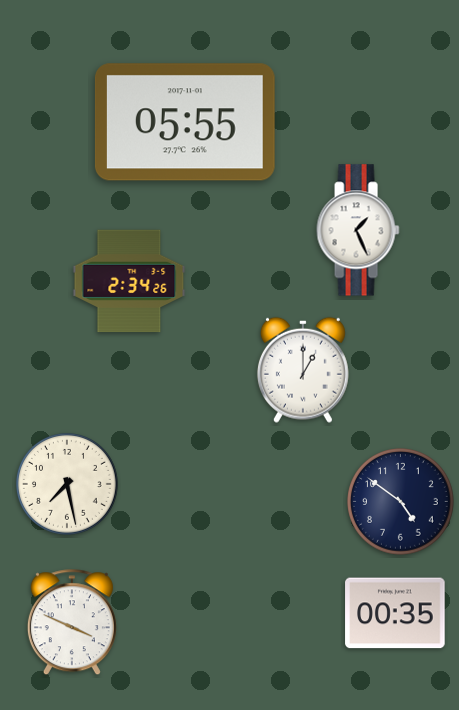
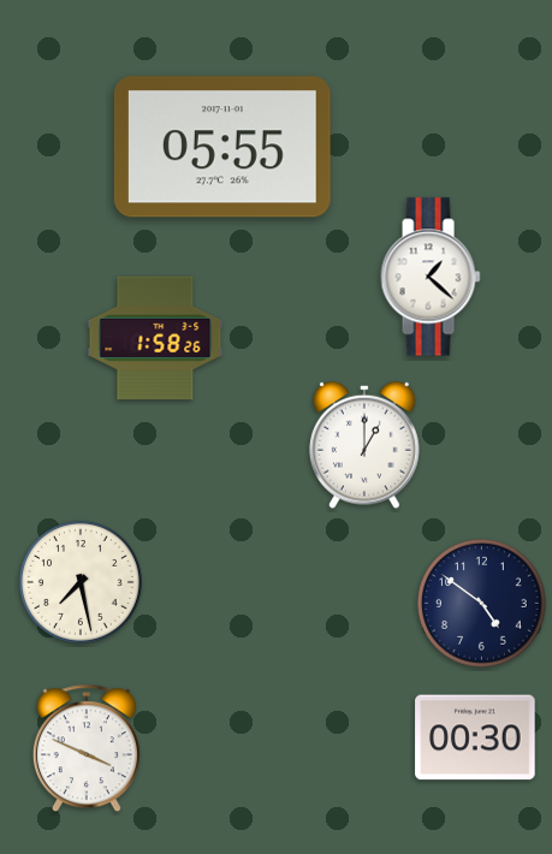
clock at (358, 230): 1:26 -> 1:22
clock at (129, 281): 2:34 -> 1:58
clock at (395, 613): 00:35 -> 00:30
